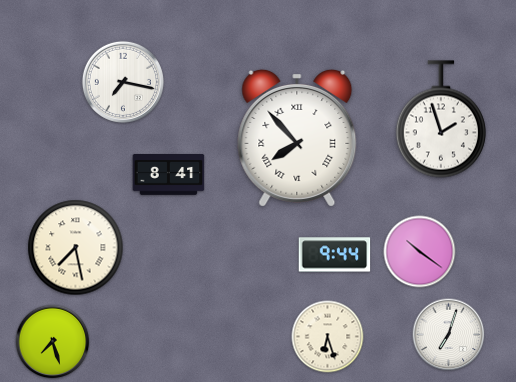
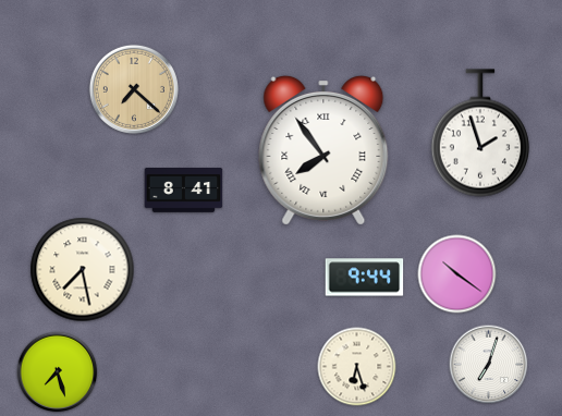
clock at (123, 82): 7:17 -> 7:22
clock at (123, 82) dial: white -> champagne
clock at (441, 119) position: (441, 119) -> (480, 133)
clock at (297, 138): 7:53 -> 7:54
